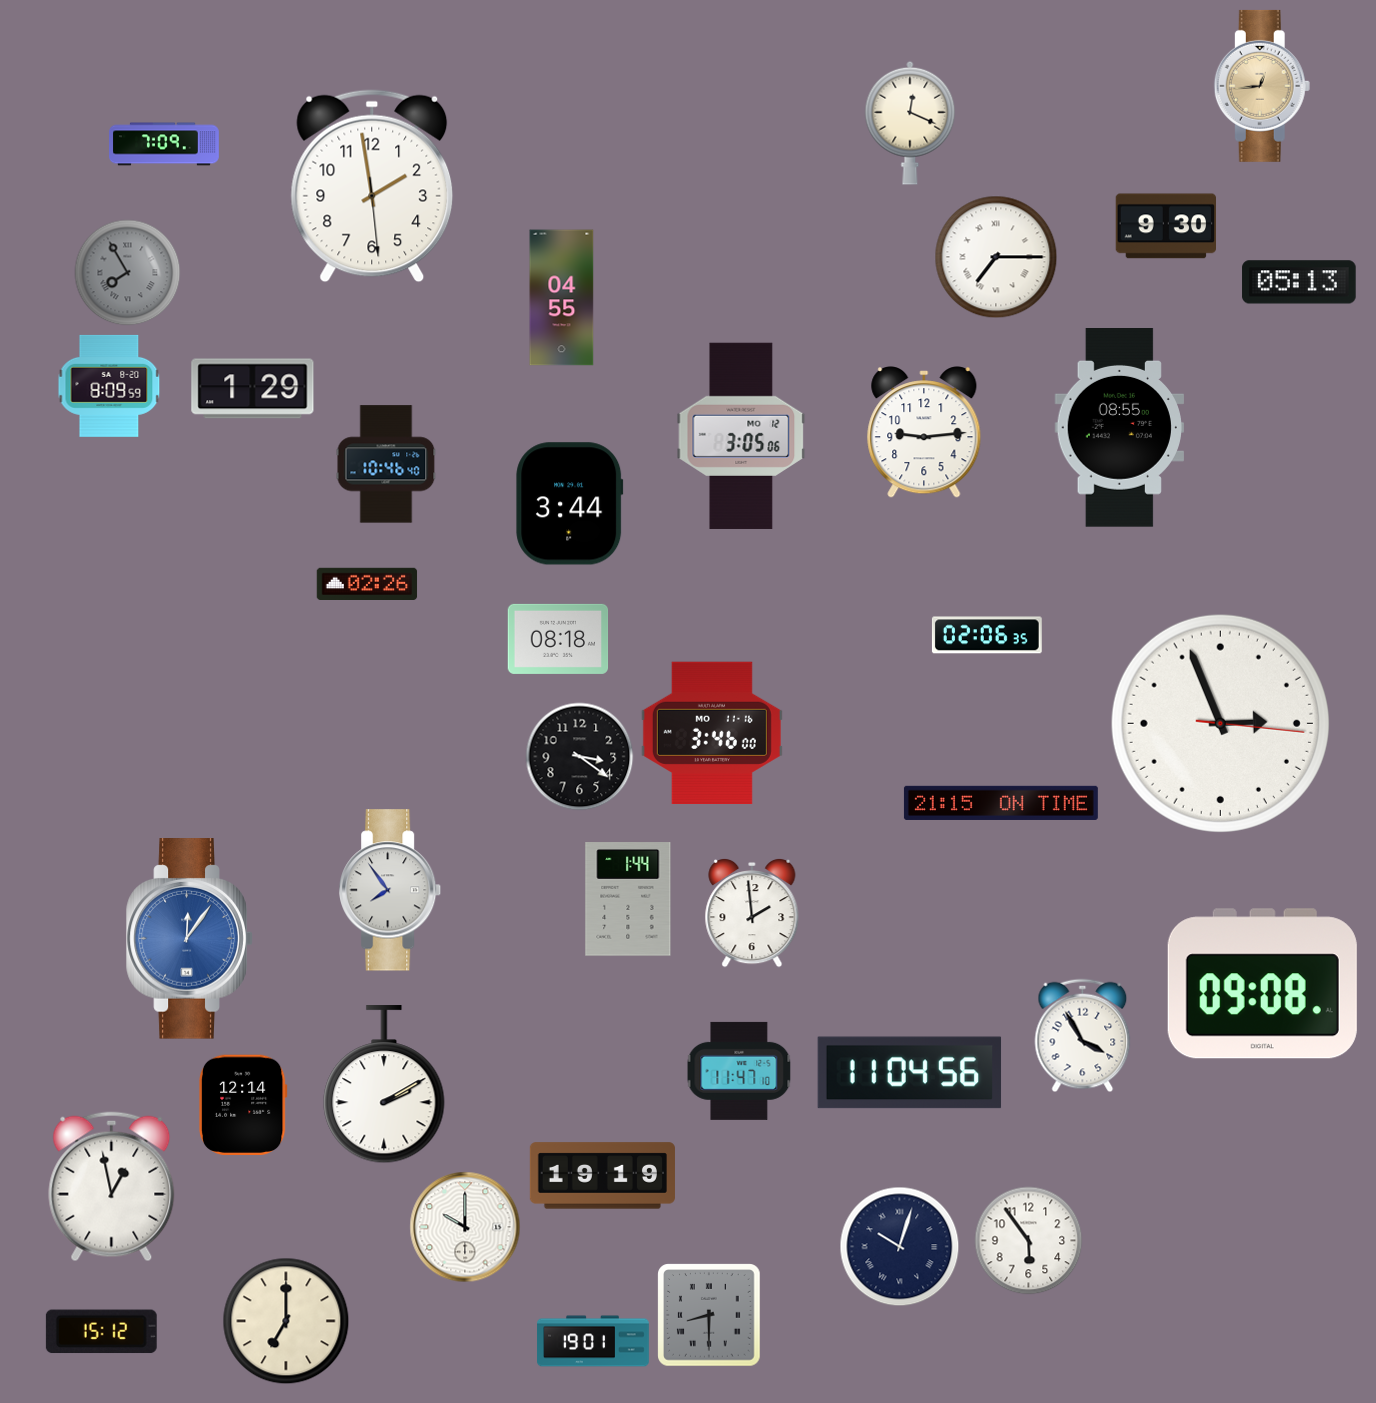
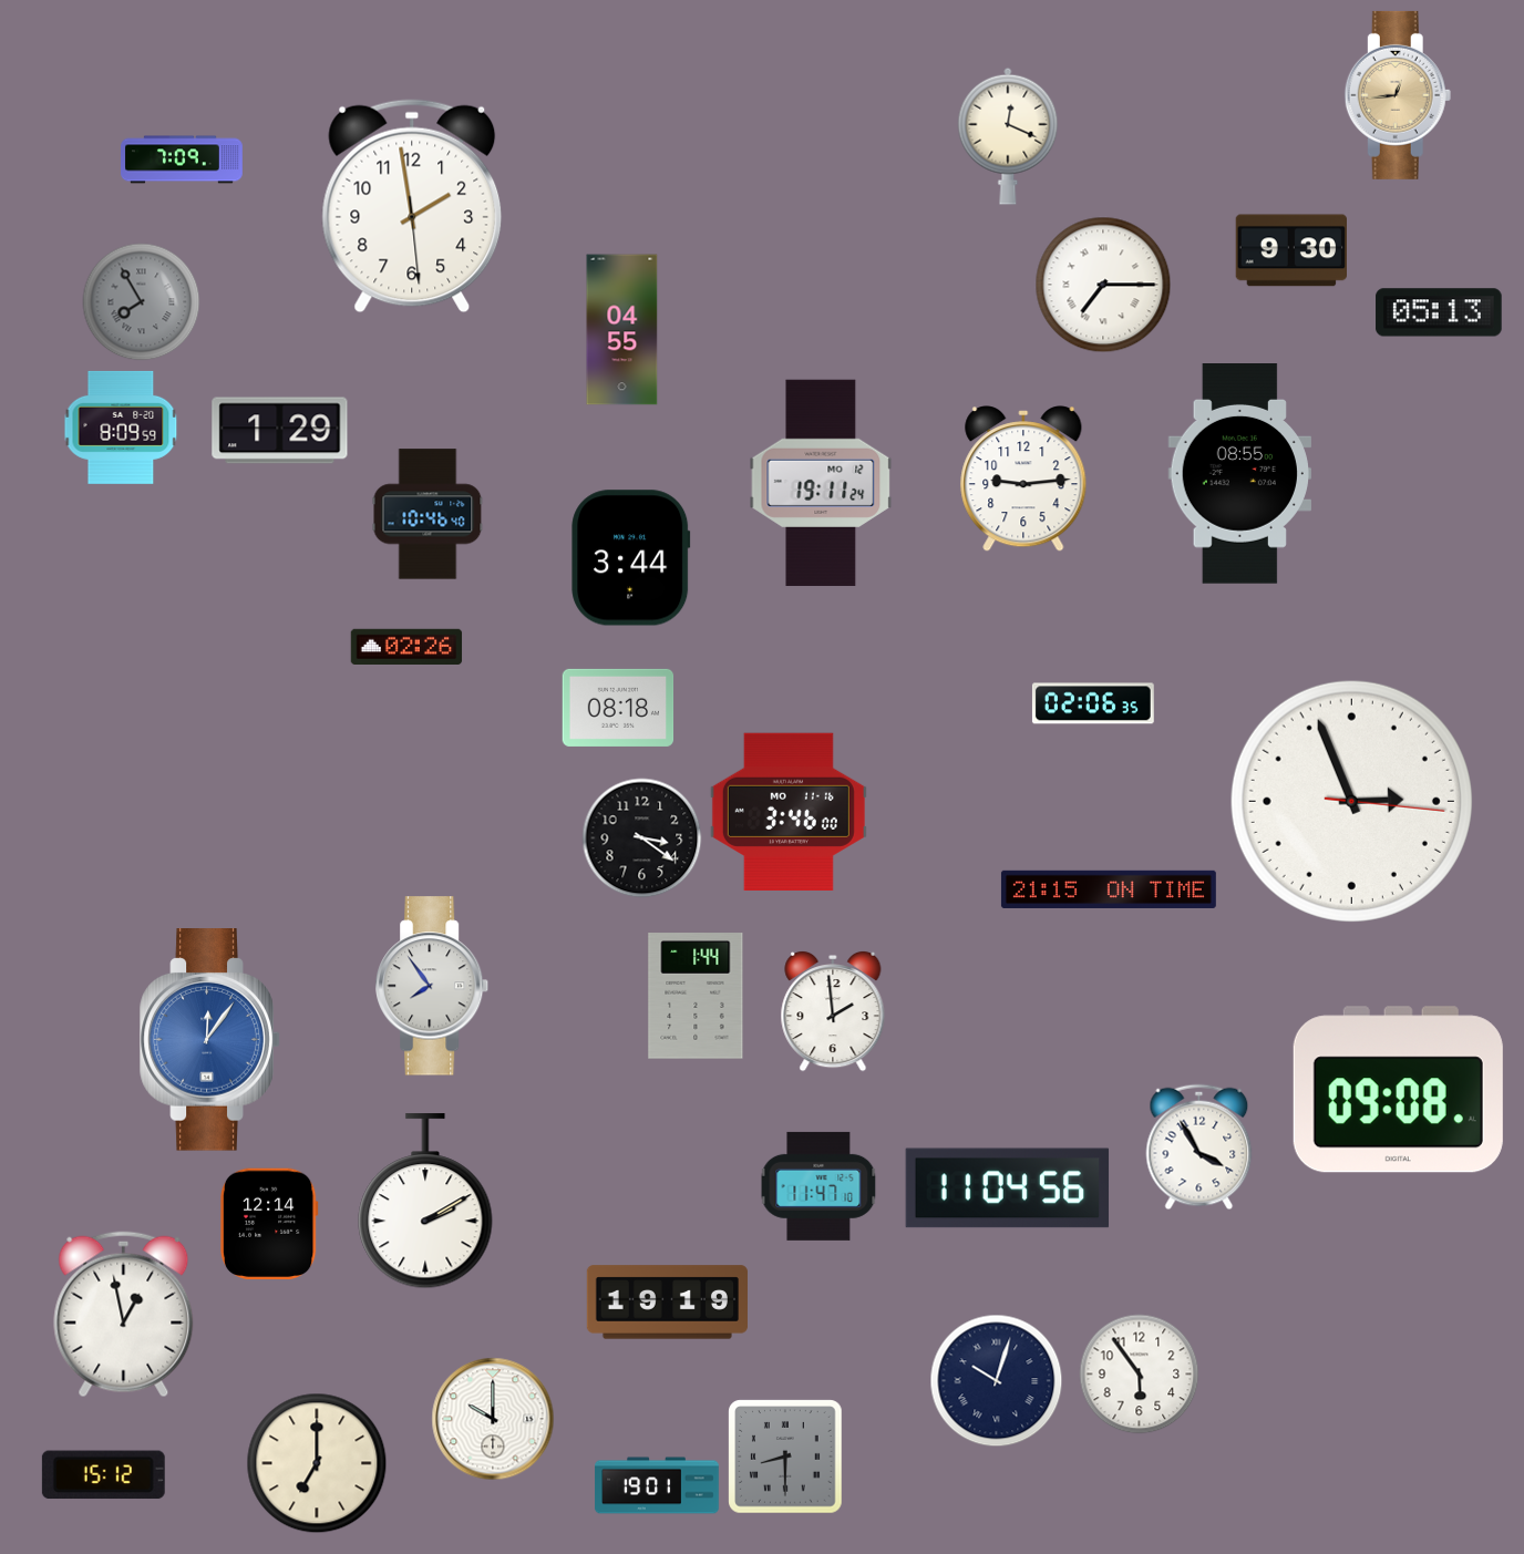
clock at (741, 436): 3:05 -> 19:11
clock at (465, 1227) position: (465, 1227) -> (493, 1419)
clock at (101, 1332) position: (101, 1332) -> (103, 1475)
